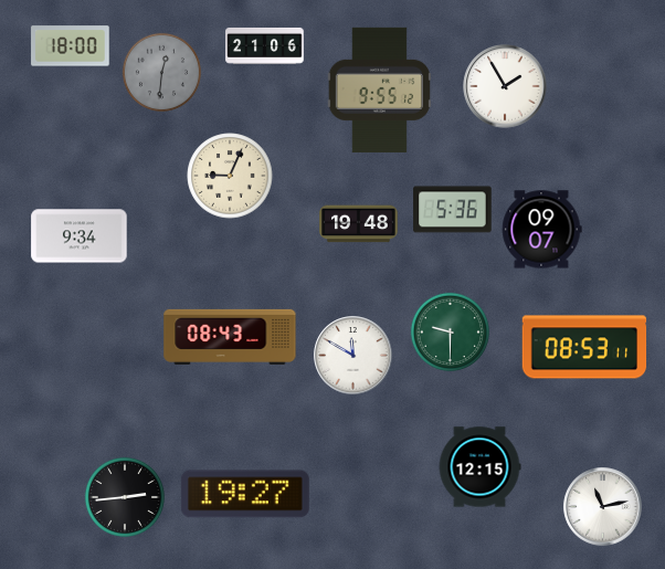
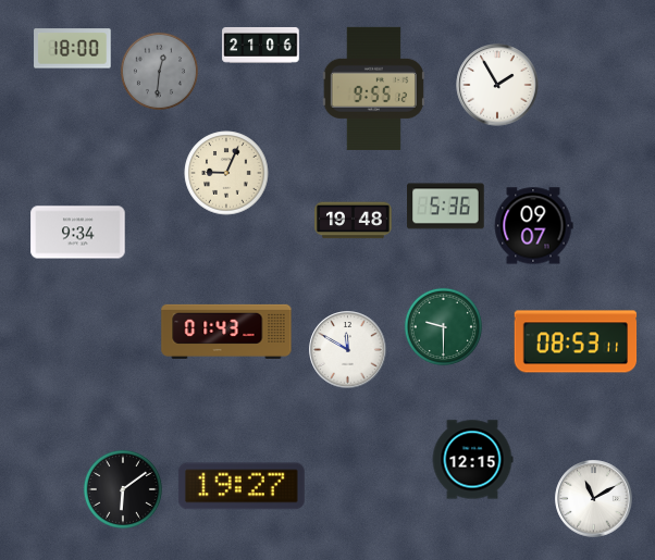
clock at (71, 46) position: (71, 46) -> (73, 49)
clock at (230, 337): 08:43 -> 01:43
clock at (125, 497): 2:44 -> 6:09
clock at (603, 507): 11:13 -> 11:10
